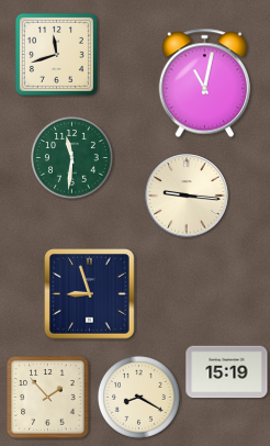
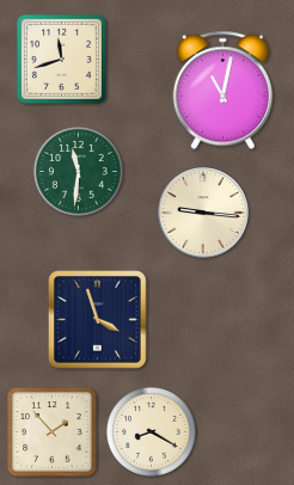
clock at (90, 294): 8:57 -> 3:57
clock at (227, 372): 15:19 -> none
